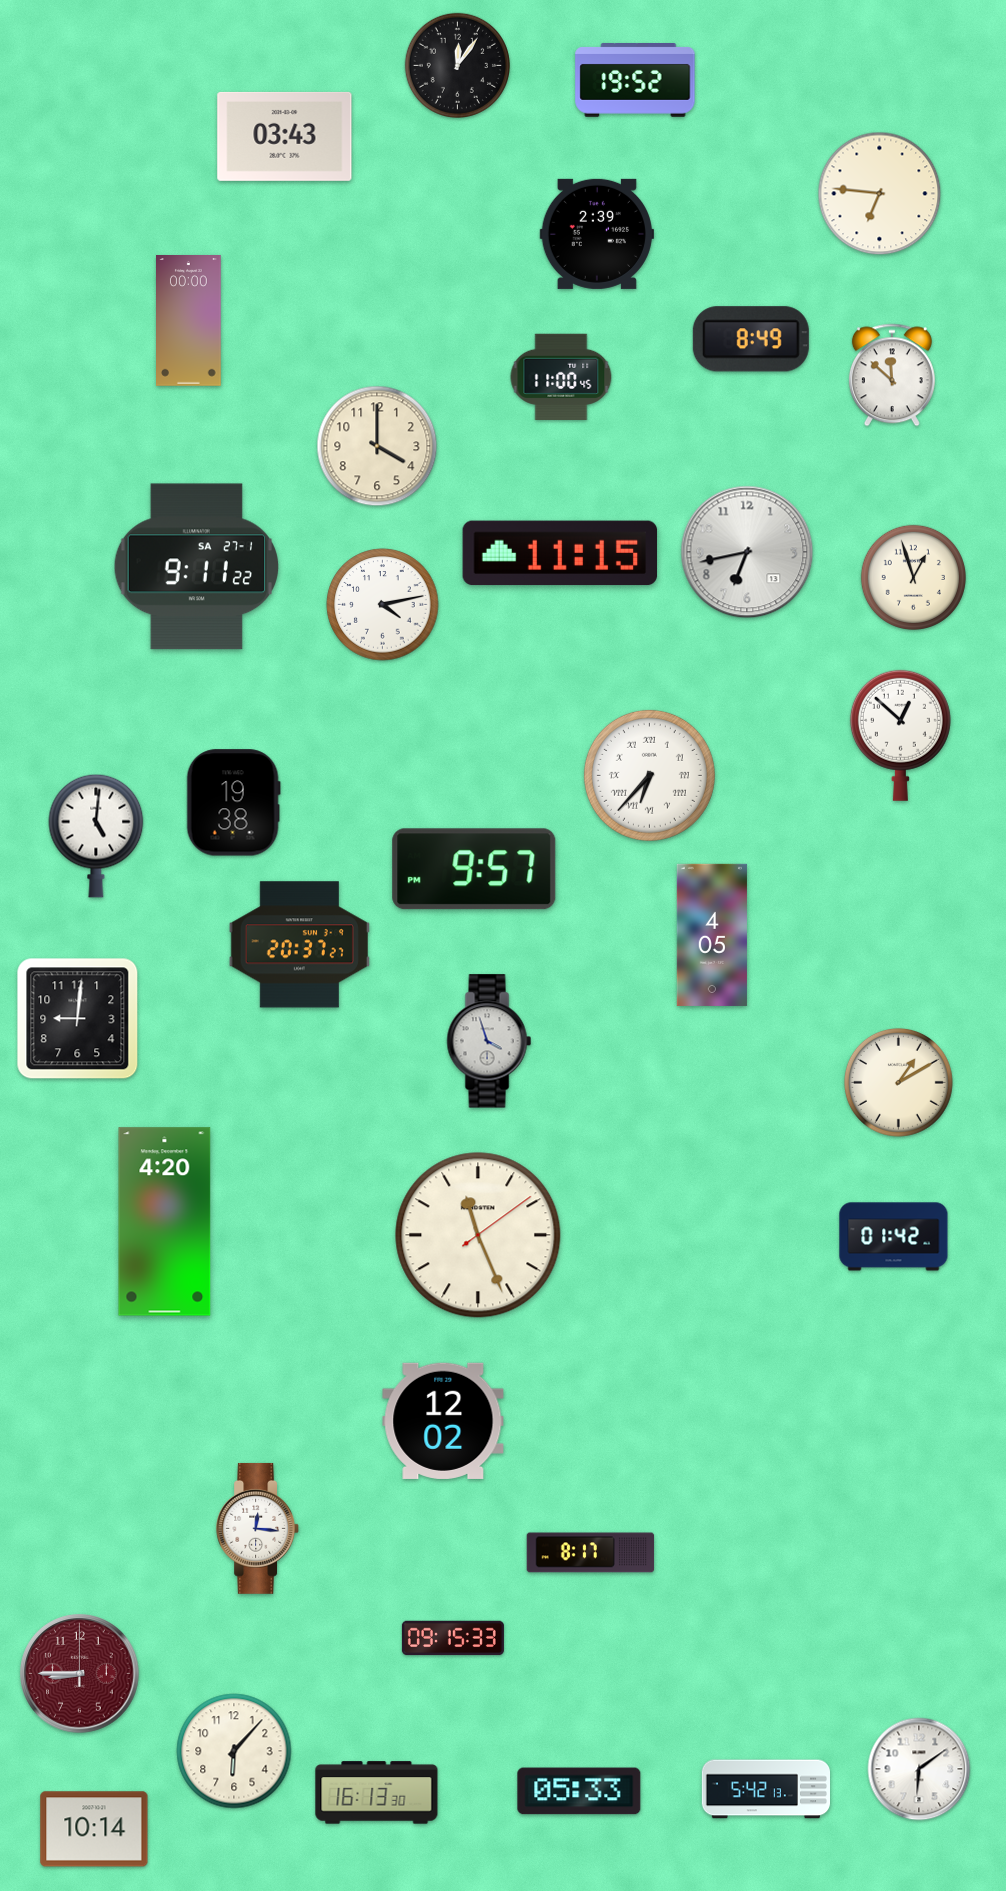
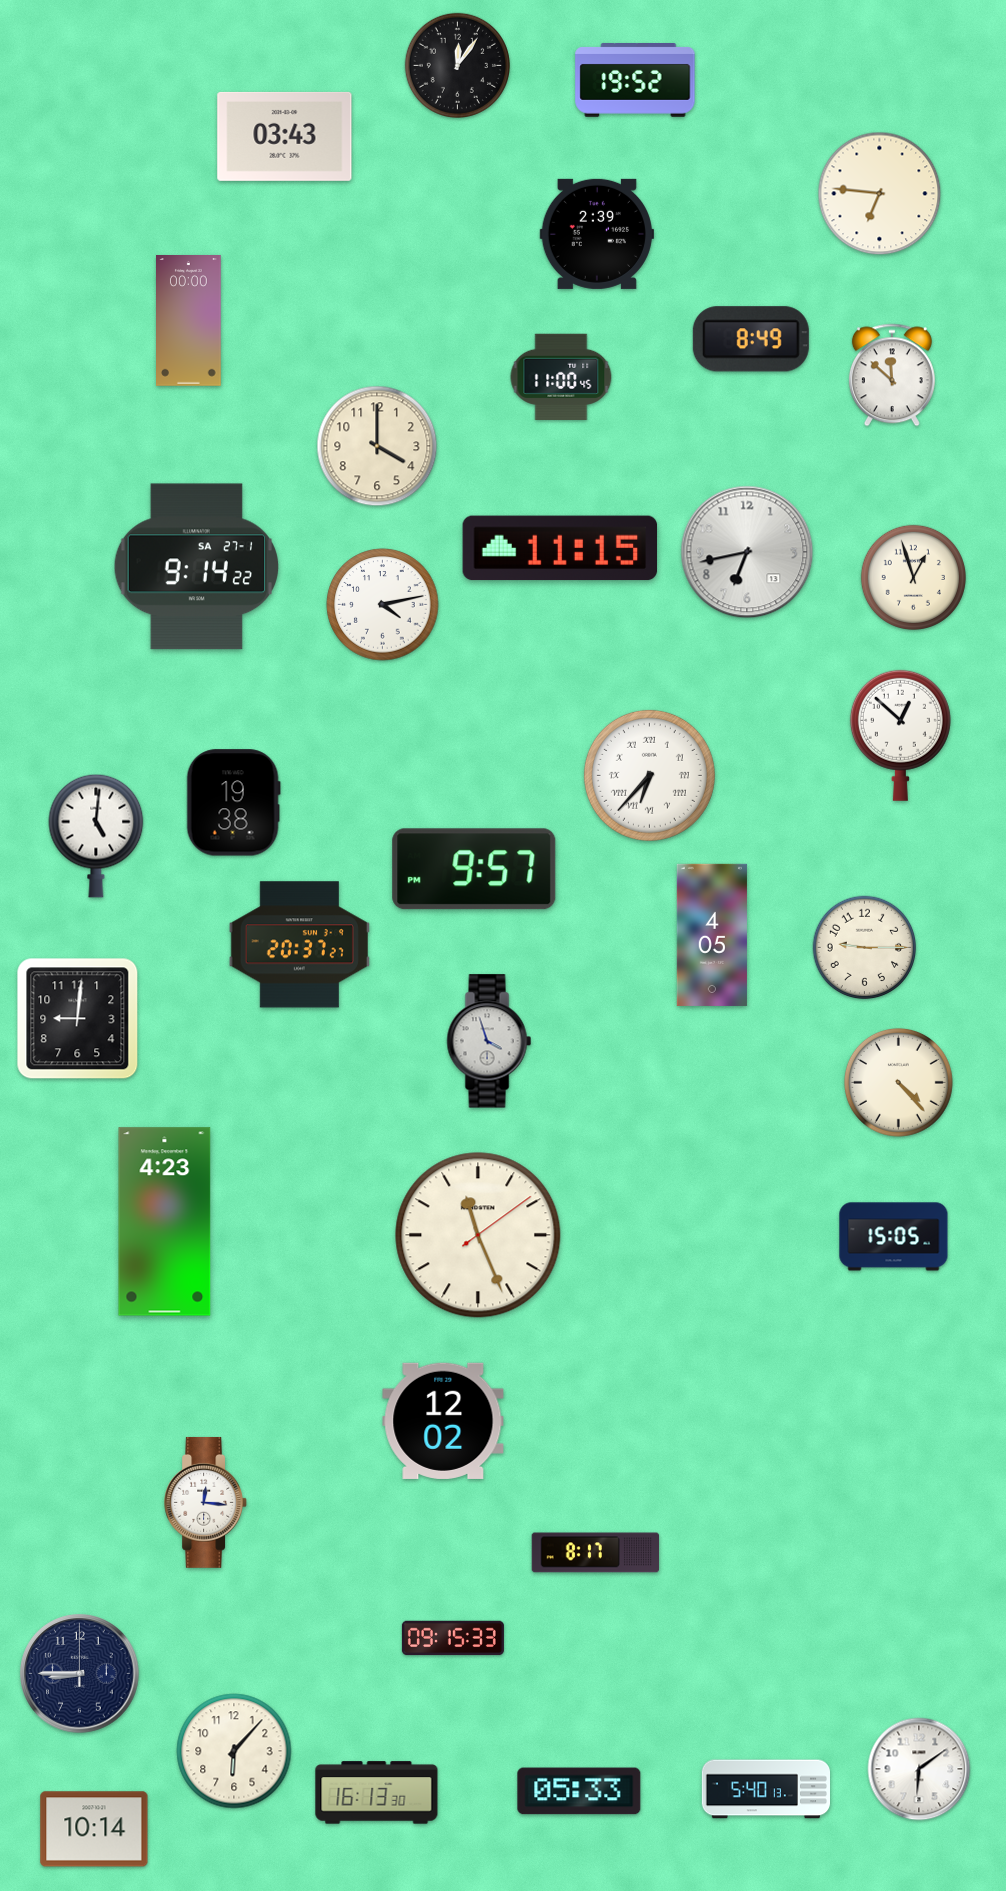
clock at (560, 553) position: (560, 553) -> (560, 548)
clock at (196, 567): 9:11 -> 9:14
clock at (865, 948): none -> 9:15
clock at (898, 1082): 1:10 -> 4:23
clock at (165, 1222): 4:20 -> 4:23
clock at (894, 1237): 01:42 -> 15:05
clock at (257, 1528) position: (257, 1528) -> (205, 1502)
clock at (591, 1553) position: (591, 1553) -> (596, 1553)
clock at (80, 1674) dial: burgundy -> navy
clock at (765, 1789): 5:42 -> 5:40
